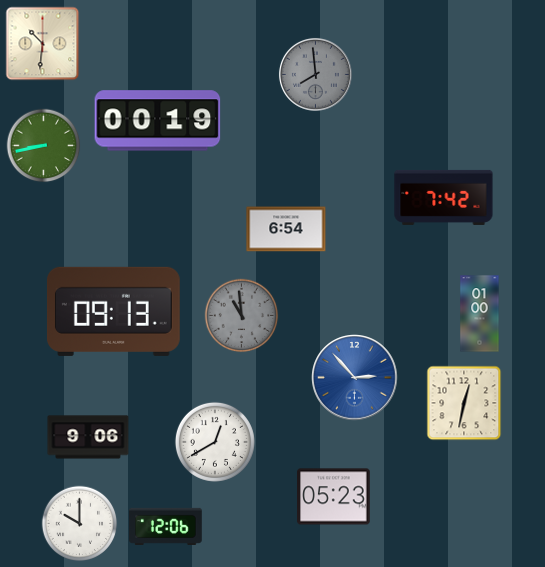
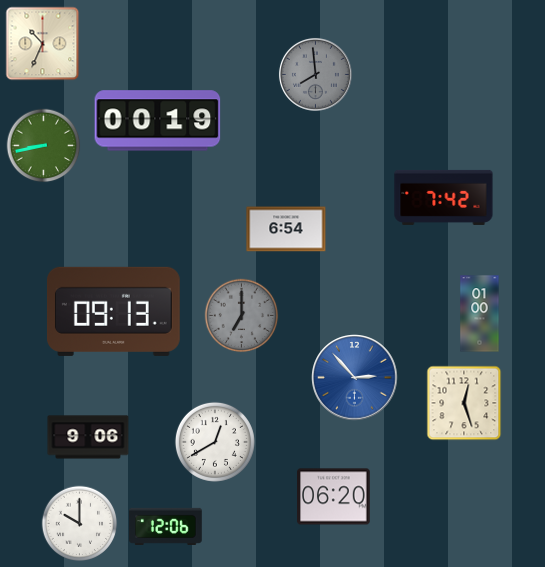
clock at (43, 44): 10:31 -> 10:34
clock at (242, 316): 10:59 -> 7:00
clock at (464, 403): 12:32 -> 12:27
clock at (334, 497): 05:23 -> 06:20
